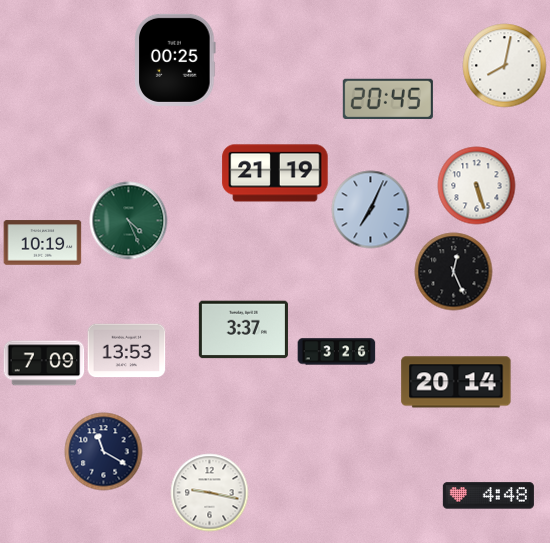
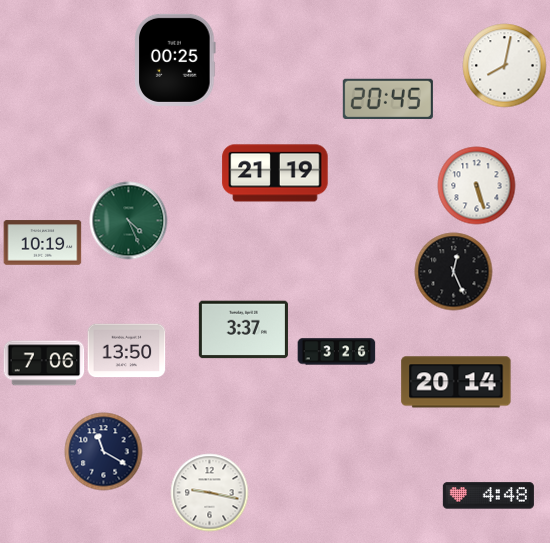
clock at (370, 209): 7:04 -> none
clock at (126, 351): 13:53 -> 13:50
clock at (44, 363): 7:09 -> 7:06
